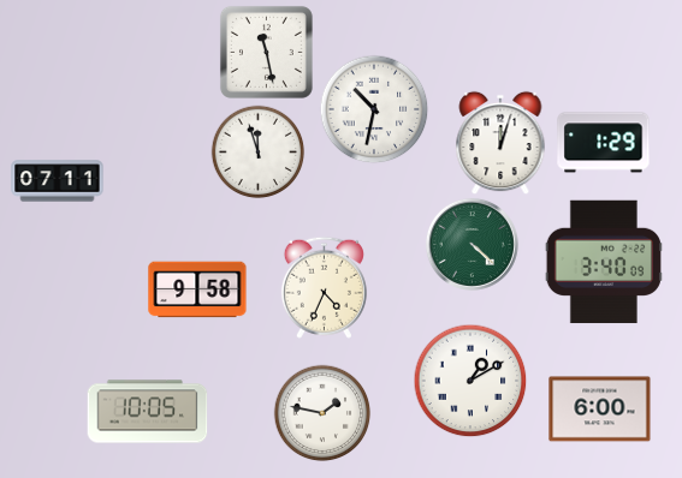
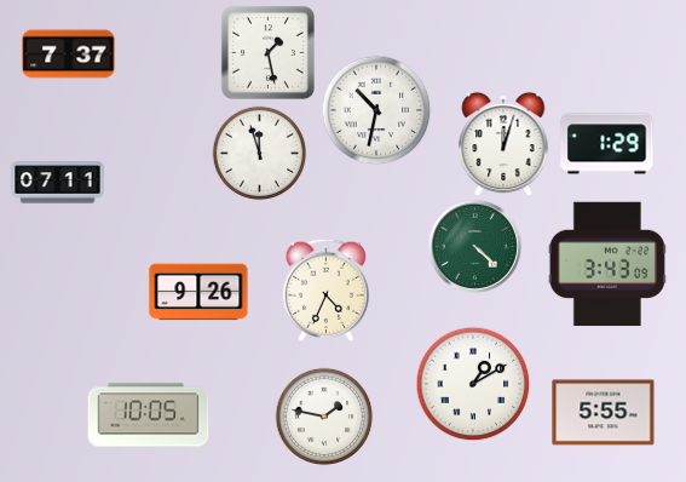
clock at (266, 52): 11:28 -> 1:28
clock at (69, 54): none -> 7:37
clock at (604, 262): 3:40 -> 3:43
clock at (197, 289): 9:58 -> 9:26
clock at (600, 410): 6:00 -> 5:55
